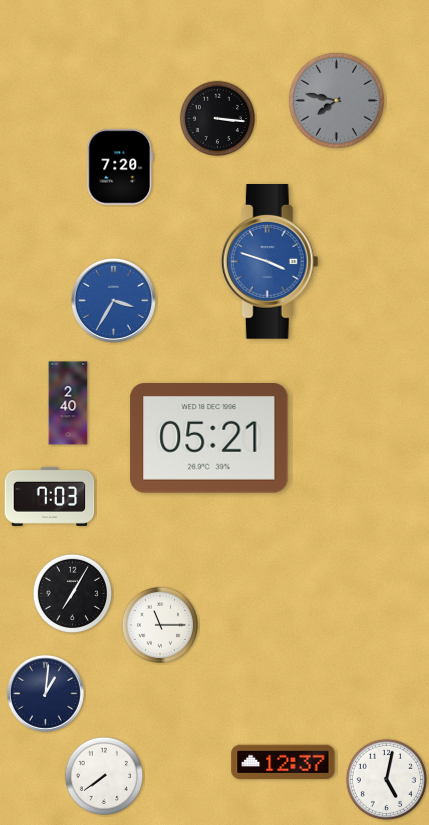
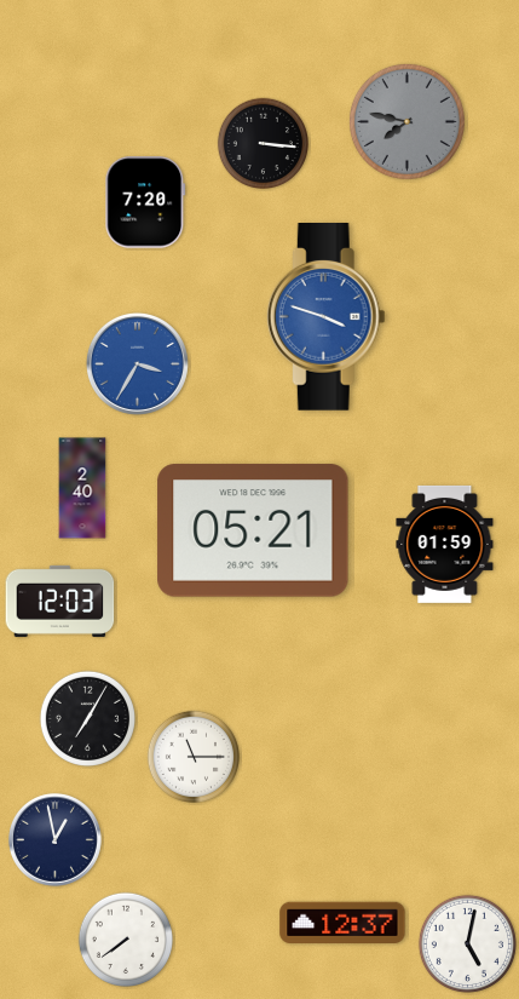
clock at (445, 544): none -> 01:59
clock at (50, 496): 7:03 -> 12:03
clock at (45, 693): 1:01 -> 12:58
